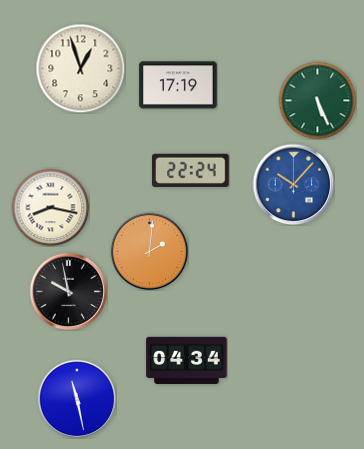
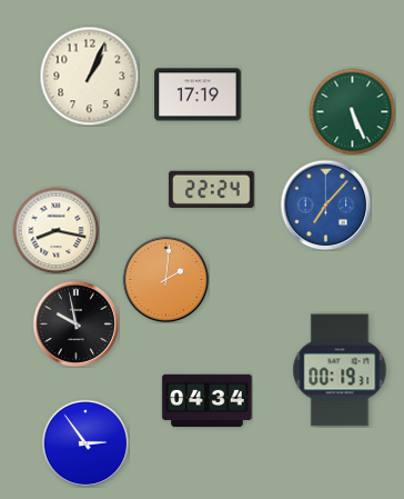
clock at (80, 68): 12:57 -> 1:04
clock at (293, 184): 10:07 -> 7:07
clock at (340, 370): none -> 00:19
clock at (77, 399): 11:28 -> 2:54
